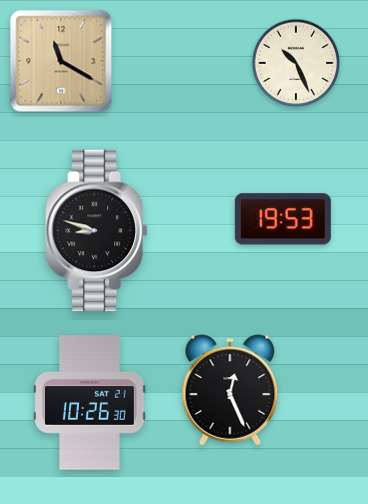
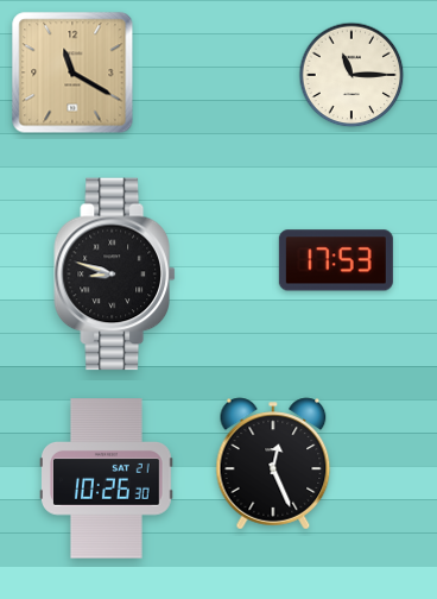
clock at (296, 63): 10:26 -> 11:15
clock at (283, 219): 19:53 -> 17:53
